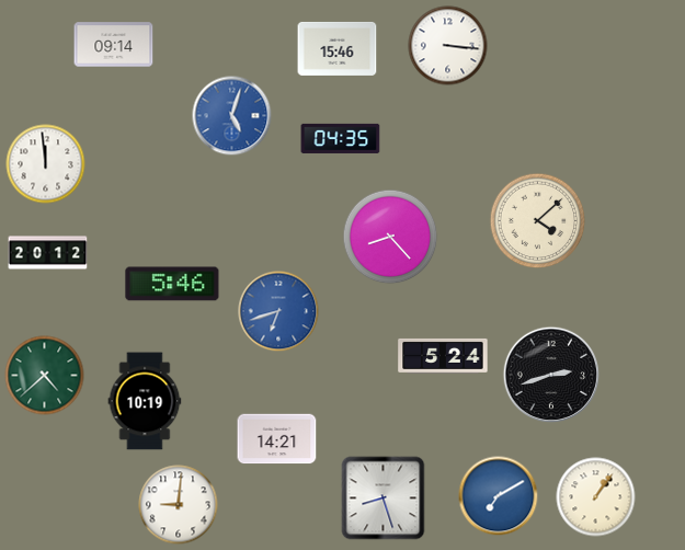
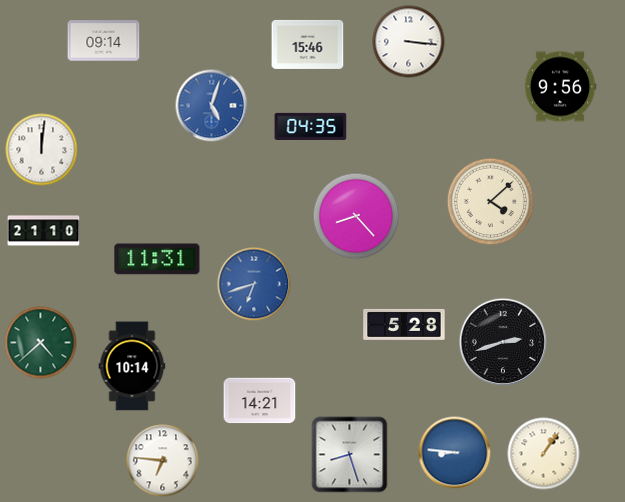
clock at (560, 87): none -> 9:56
clock at (46, 164): 11:59 -> 12:01
clock at (48, 253): 20:12 -> 21:10
clock at (172, 284): 5:46 -> 11:31
clock at (443, 356): 5:24 -> 5:28
clock at (145, 401): 10:19 -> 10:14
clock at (277, 439) position: (277, 439) -> (260, 401)
clock at (499, 496): 7:10 -> 8:46
clock at (179, 505): 9:01 -> 6:46
